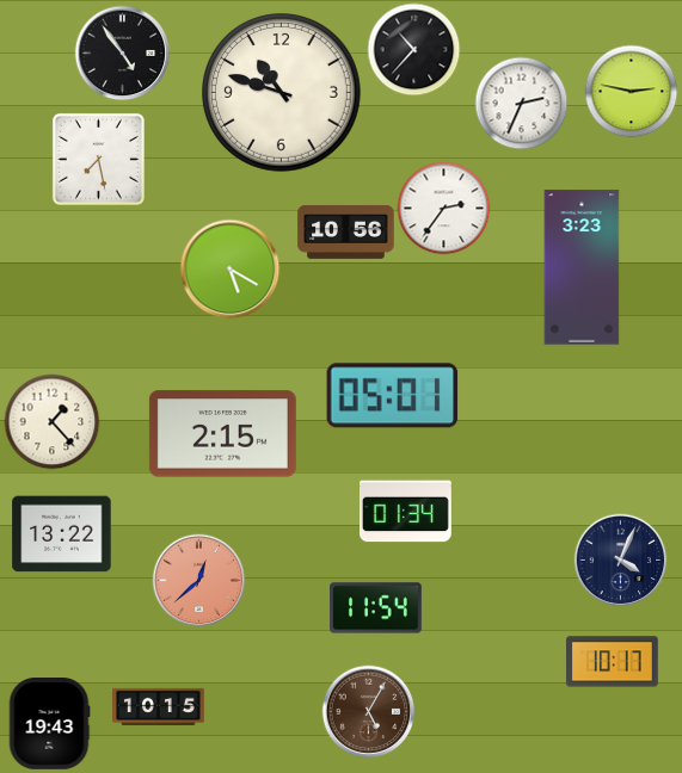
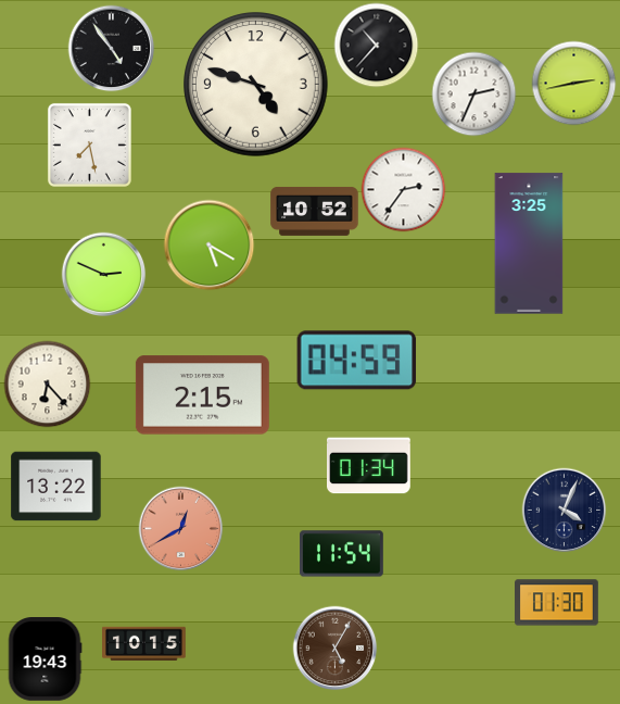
clock at (631, 91): 2:47 -> 2:43
clock at (282, 93): 10:48 -> 4:48
clock at (346, 233): 10:56 -> 10:52
clock at (582, 267): 3:23 -> 3:25
clock at (103, 274): none -> 2:49
clock at (393, 396): 05:01 -> 04:59
clock at (51, 421): 1:23 -> 6:23
clock at (198, 580): 12:38 -> 12:40
clock at (613, 662): 10:17 -> 01:30
